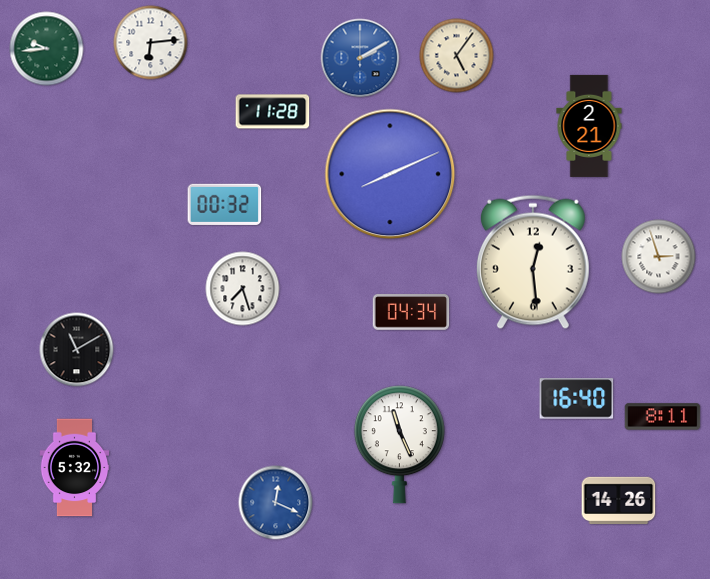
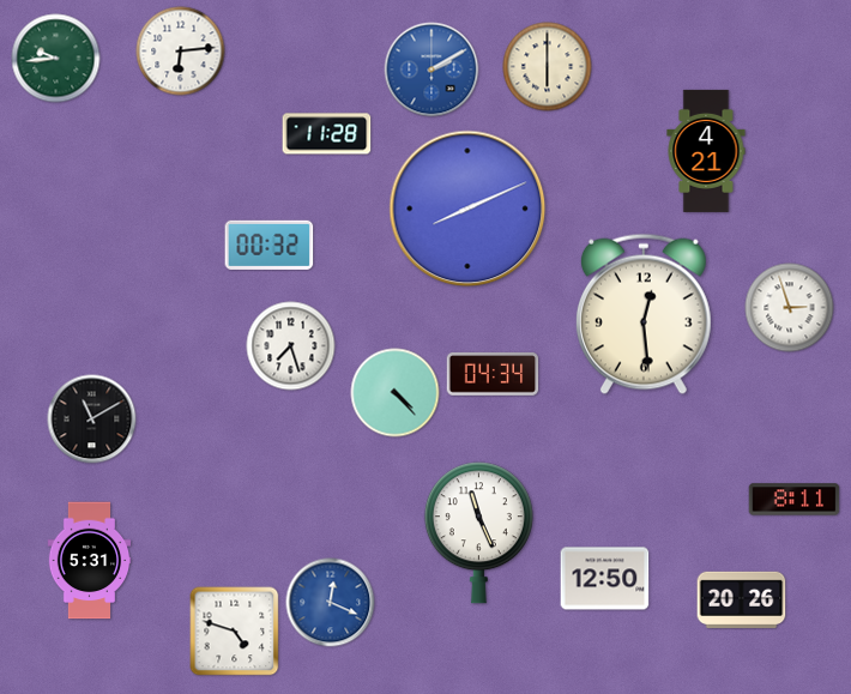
clock at (457, 56): 5:06 -> 6:00
clock at (589, 126): 2:21 -> 4:21
clock at (533, 262) position: (533, 262) -> (644, 314)
clock at (396, 393): none -> 4:23
clock at (577, 399): 16:40 -> none
clock at (75, 468): 5:32 -> 5:31
clock at (605, 579): none -> 12:50
clock at (619, 500): 14:26 -> 20:26
clock at (235, 632): none -> 4:48
